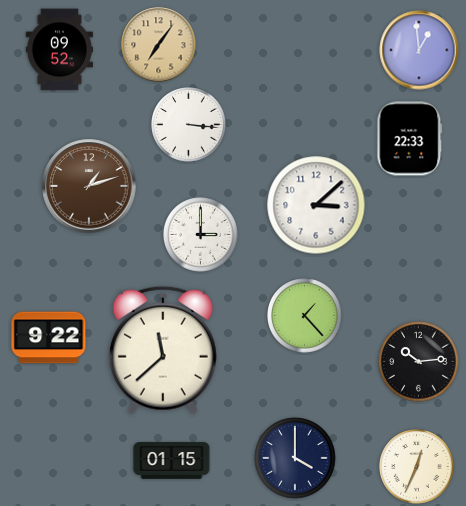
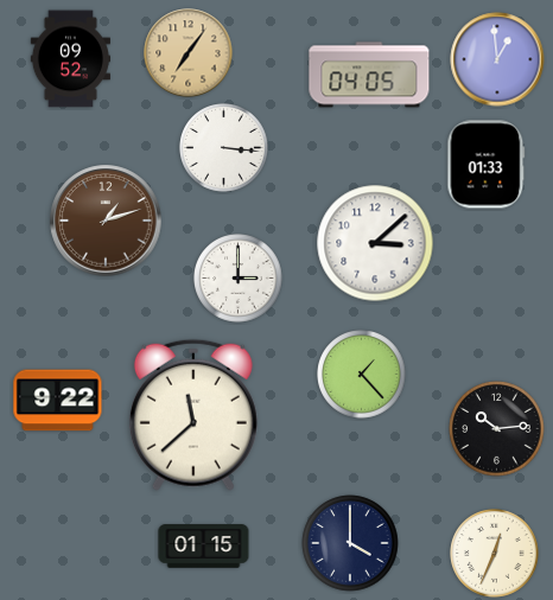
clock at (369, 75): none -> 04:05
clock at (410, 139): 22:33 -> 01:33
